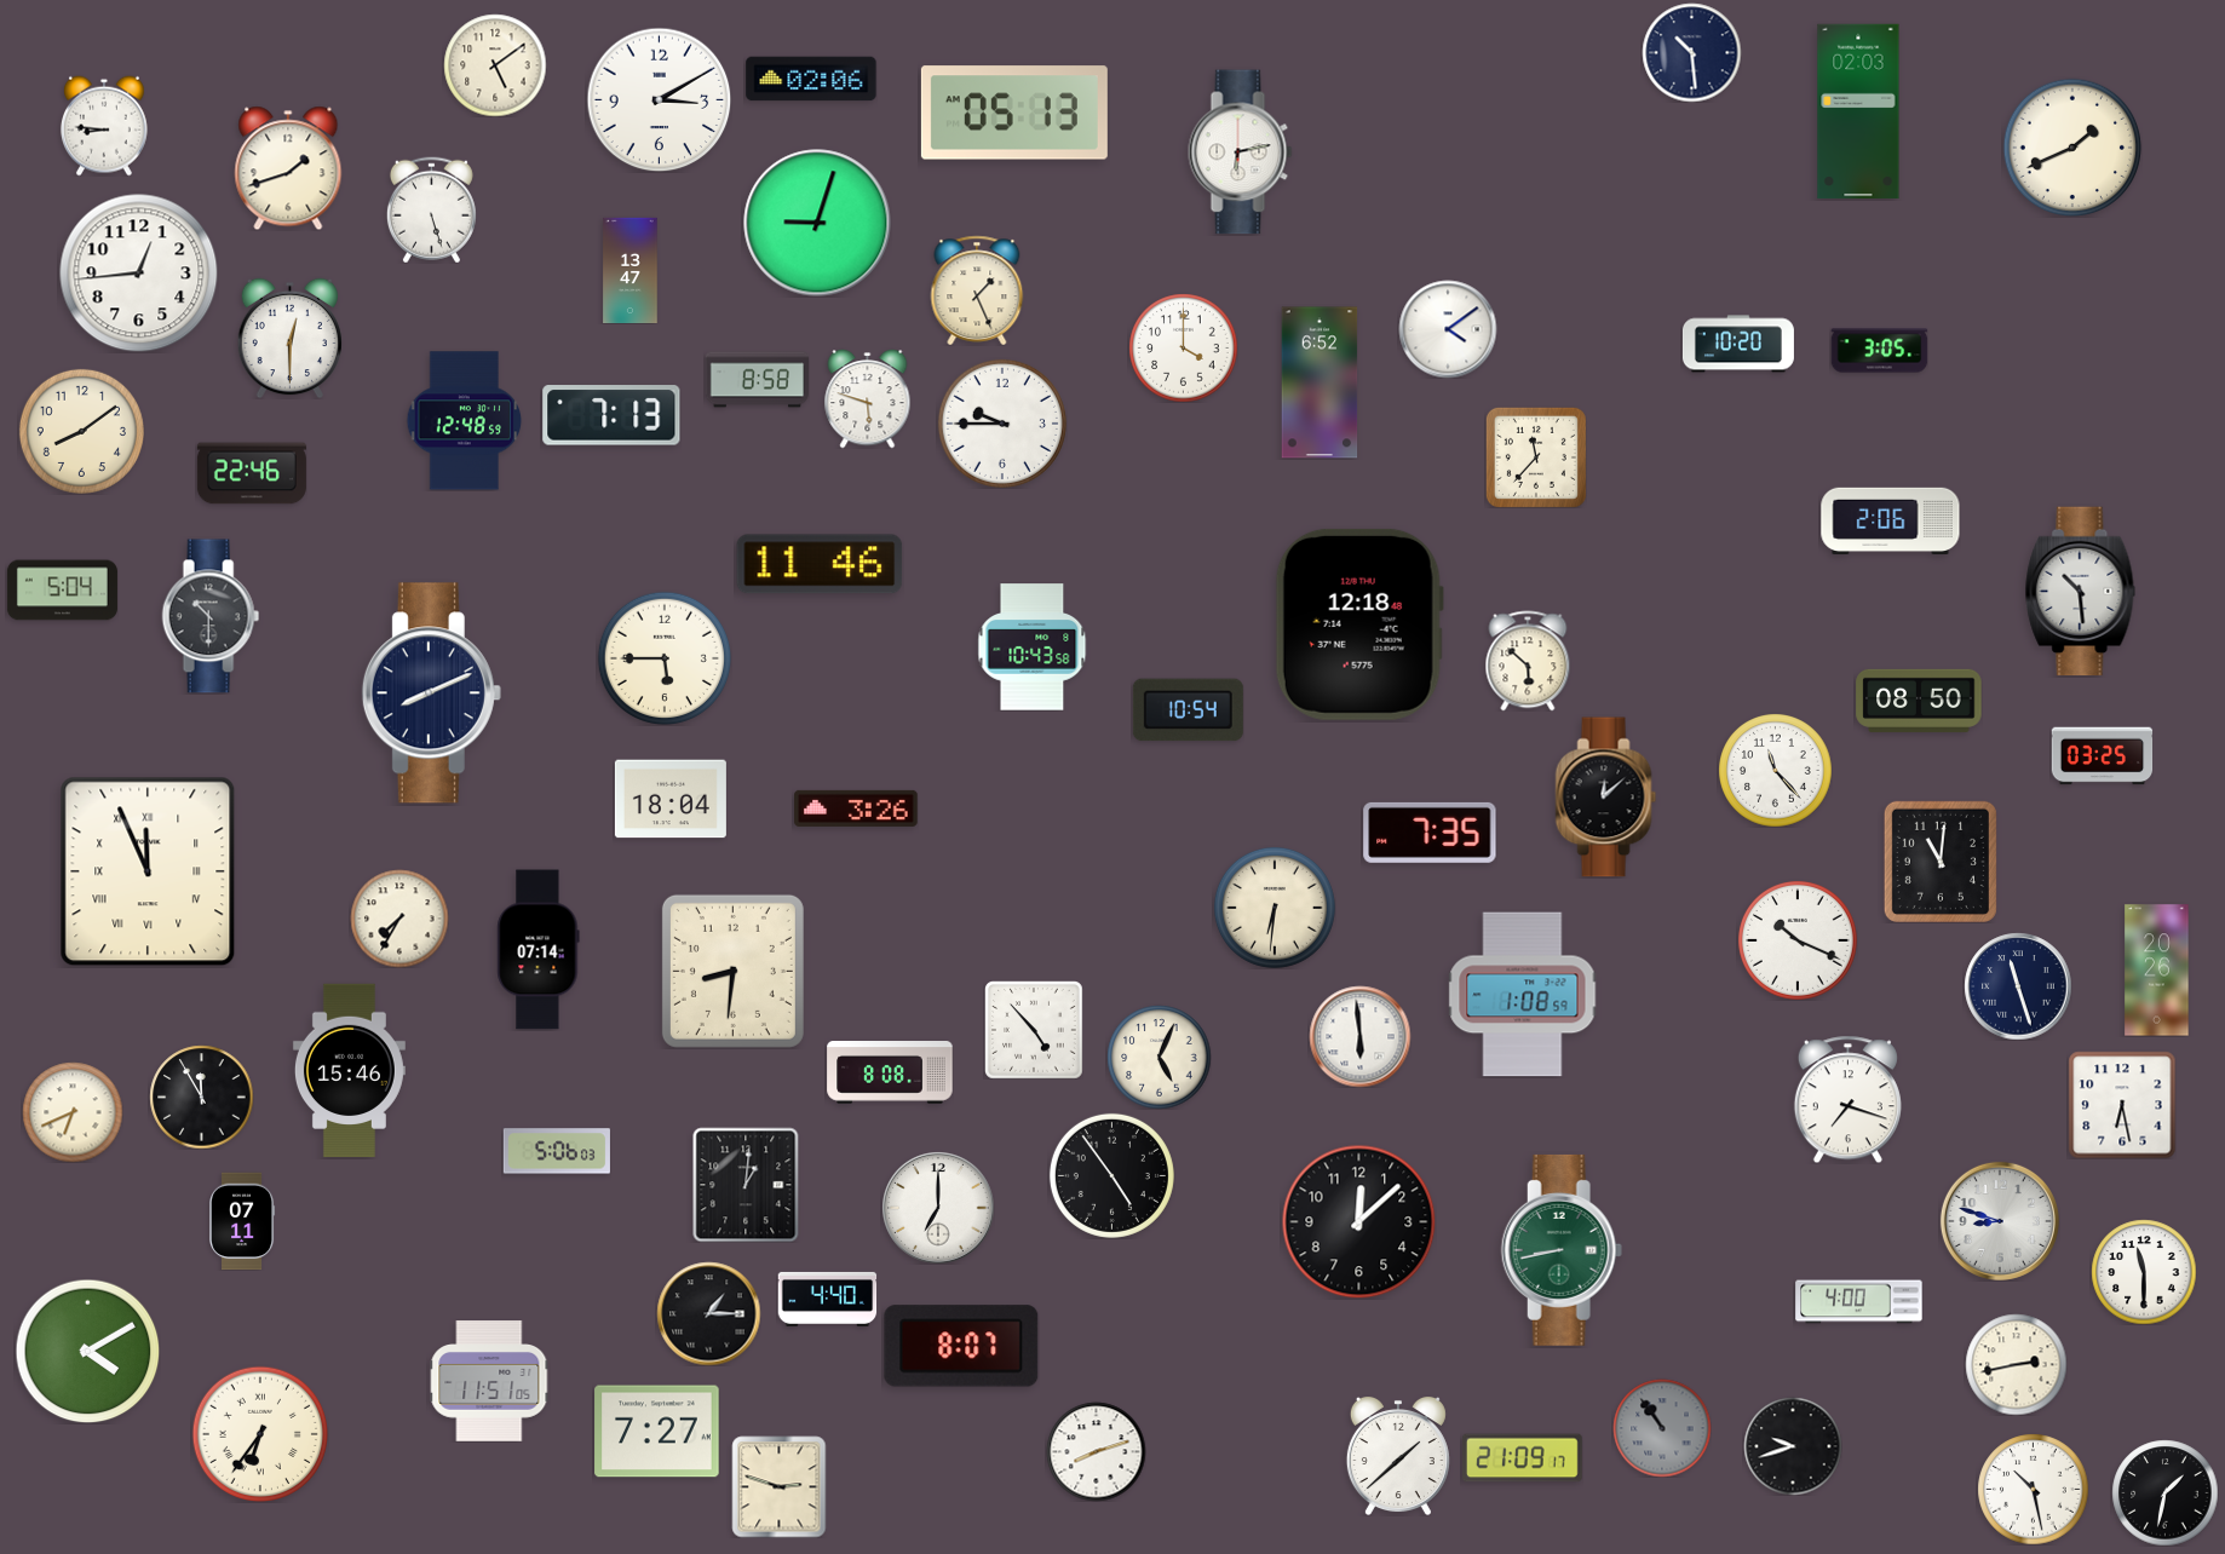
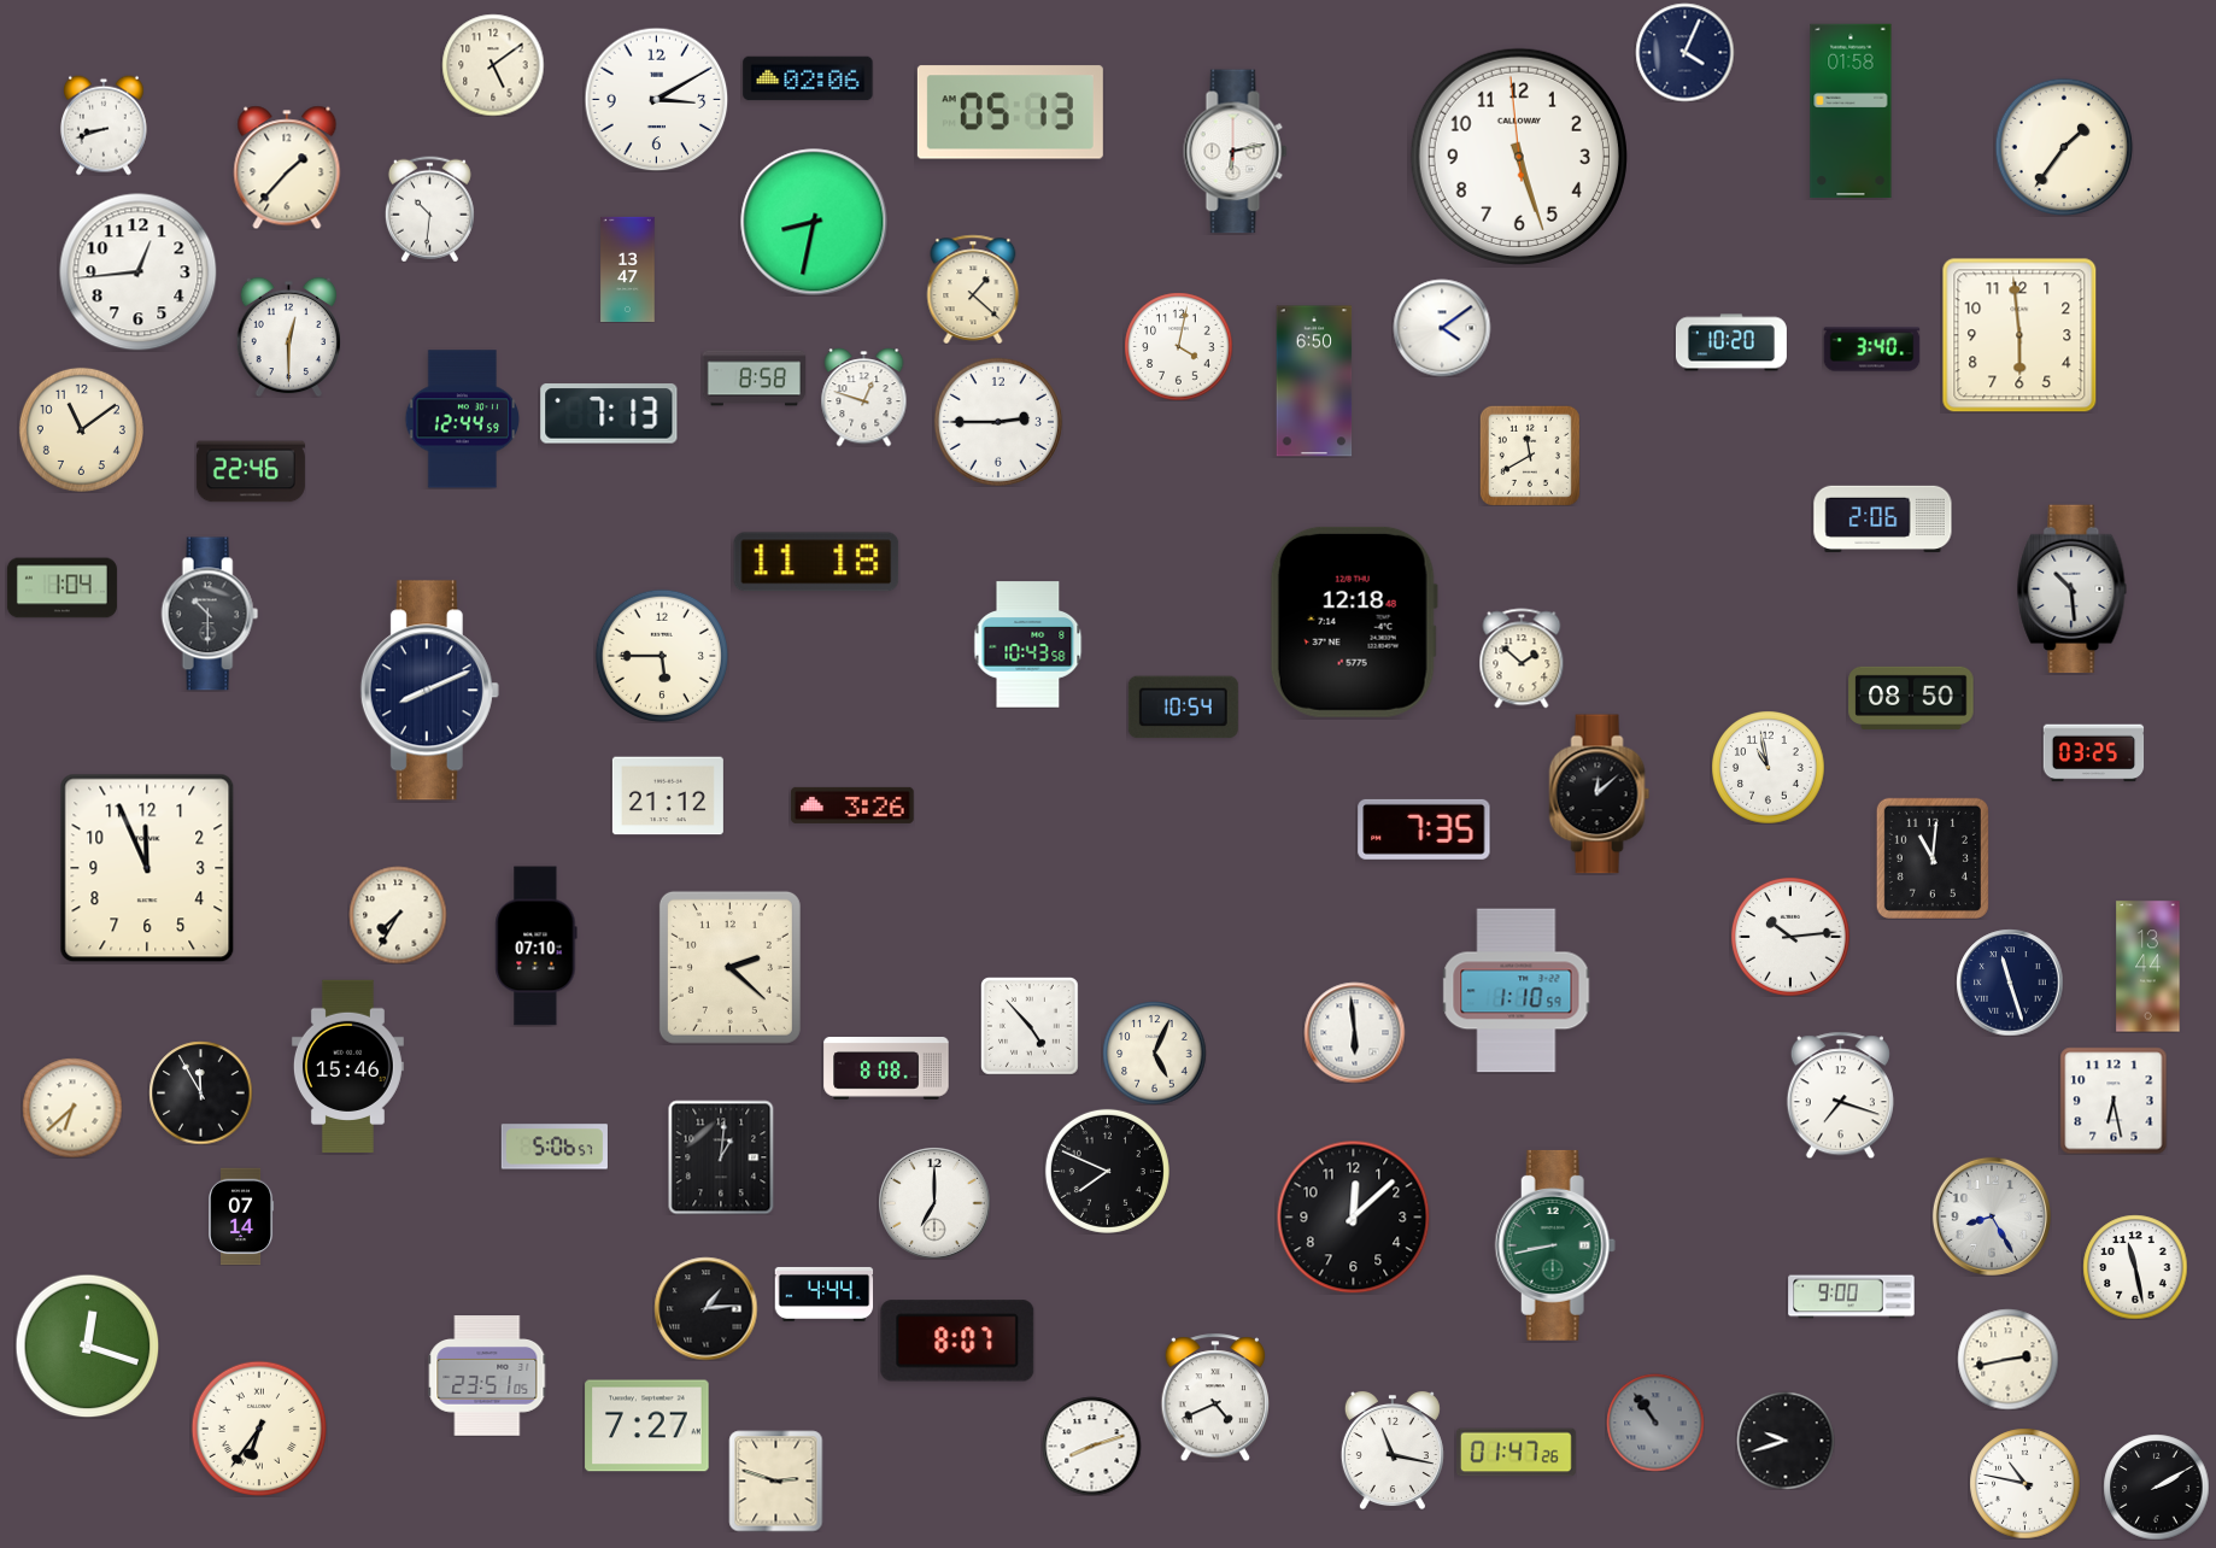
clock at (1691, 52): 10:29 -> 4:04
clock at (1858, 111): 02:03 -> 01:58
clock at (104, 126): 8:46 -> 8:42
clock at (2072, 148): 1:41 -> 1:36
clock at (1519, 157): none -> 5:26
clock at (288, 168): 1:42 -> 1:37
clock at (431, 209): 5:27 -> 10:31
clock at (817, 223): 9:03 -> 8:32
clock at (977, 289): 1:26 -> 1:22
clock at (2019, 335): none -> 5:59
clock at (1183, 347): 4:00 -> 4:02
clock at (1879, 351): 3:05 -> 3:40
clock at (1320, 382): 6:52 -> 6:50
clock at (868, 399): 5:48 -> 12:48
clock at (465, 421): 12:48 -> 12:44
clock at (1002, 424): 9:45 -> 2:45
clock at (81, 431): 8:09 -> 11:09
clock at (1536, 457): 11:37 -> 11:40
clock at (820, 564): 11:46 -> 11:18
clock at (62, 591): 5:04 -> 1:04
clock at (1528, 661): 5:52 -> 1:52
clock at (1775, 770): 11:23 -> 10:58
clock at (671, 799): 18:04 -> 21:12
clock at (148, 871) numerals: Roman -> Arabic
clock at (1275, 908): 6:31 -> none
clock at (1798, 940): 10:19 -> 10:14
clock at (539, 950): 07:14 -> 07:10
clock at (732, 971): 8:31 -> 2:22
clock at (2157, 971): 20:26 -> 13:44
clock at (1523, 995): 1:08 -> 1:10
clock at (73, 1112): 6:41 -> 6:38
clock at (557, 1151): 5:06:03 -> 5:06:57
clock at (1111, 1175): 4:54 -> 7:49
clock at (746, 1185) position: (746, 1185) -> (721, 1157)
clock at (243, 1221): 07:11 -> 07:14
clock at (2000, 1221): 8:48 -> 8:25
clock at (2144, 1272): 11:30 -> 11:28
clock at (827, 1299): 4:40 -> 4:44
clock at (1859, 1302): 4:00 -> 9:00
clock at (708, 1313): 1:15 -> 1:14
clock at (87, 1351): 4:10 -> 12:18
clock at (489, 1381): 11:51 -> 23:51
clock at (1214, 1397): none -> 4:41
clock at (657, 1432) position: (657, 1432) -> (647, 1426)
clock at (1398, 1456): 1:38 -> 11:17
clock at (1523, 1458): 21:09 -> 01:47
clock at (2033, 1489): 10:28 -> 10:47
clock at (2164, 1492): 1:32 -> 2:10
